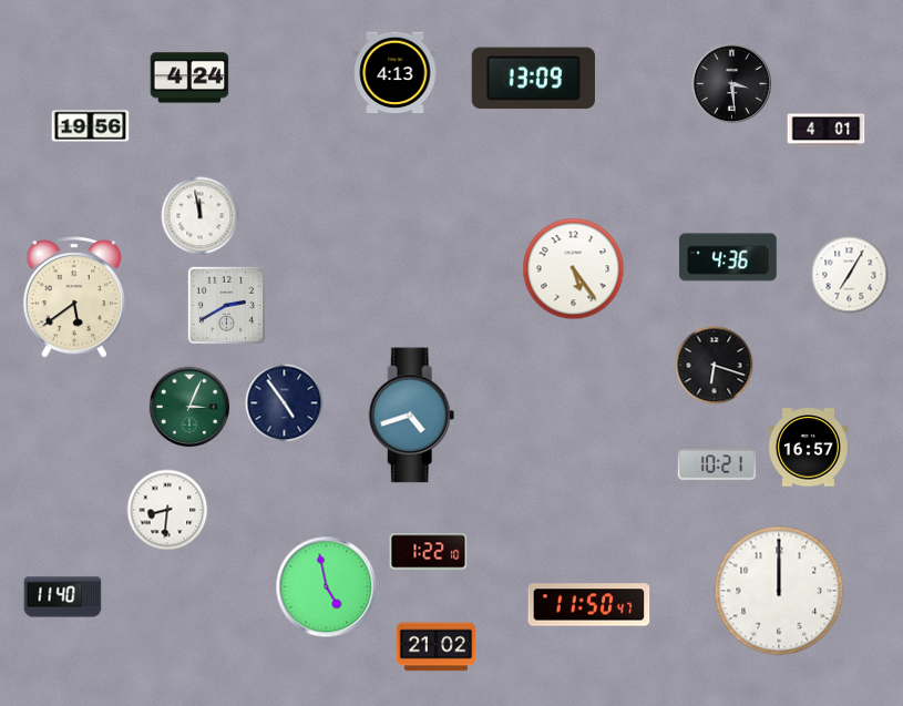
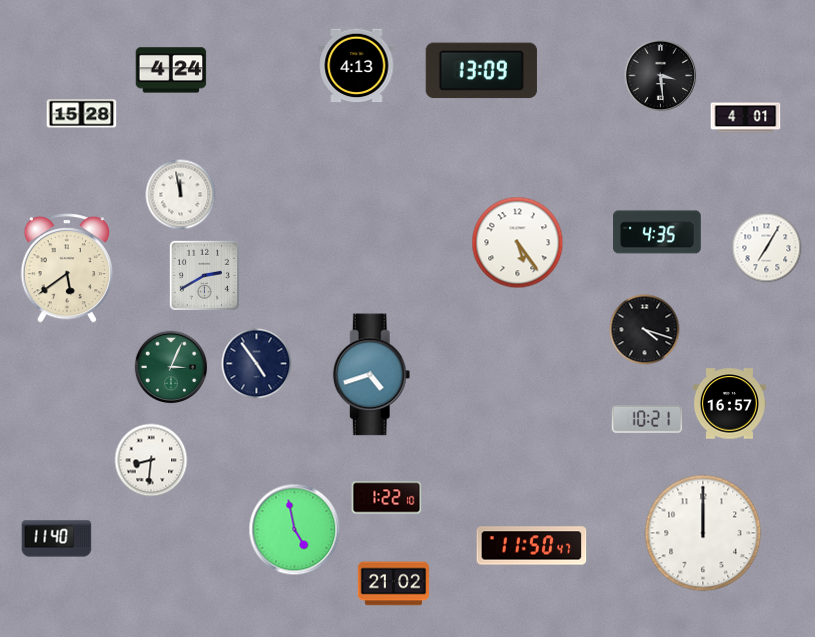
clock at (91, 126): 19:56 -> 15:28
clock at (728, 257): 4:36 -> 4:35
clock at (715, 366): 6:18 -> 4:18
